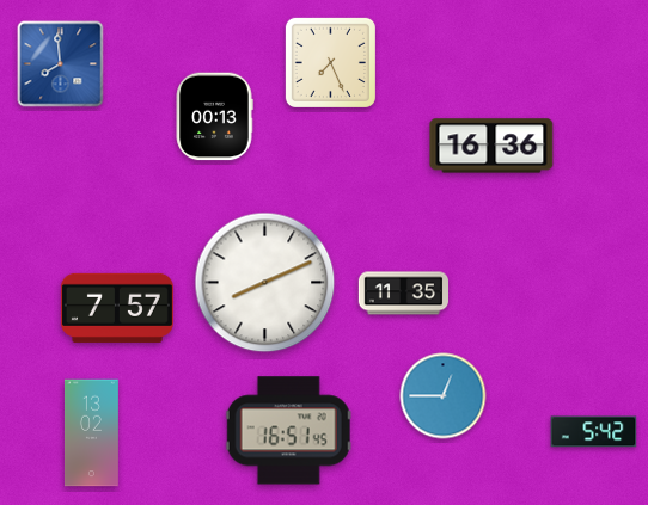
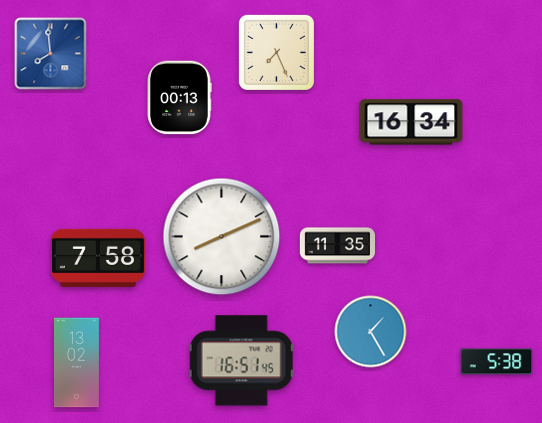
clock at (491, 146): 16:36 -> 16:34
clock at (117, 308): 7:57 -> 7:58
clock at (444, 396): 12:45 -> 1:25
clock at (594, 432): 5:42 -> 5:38
